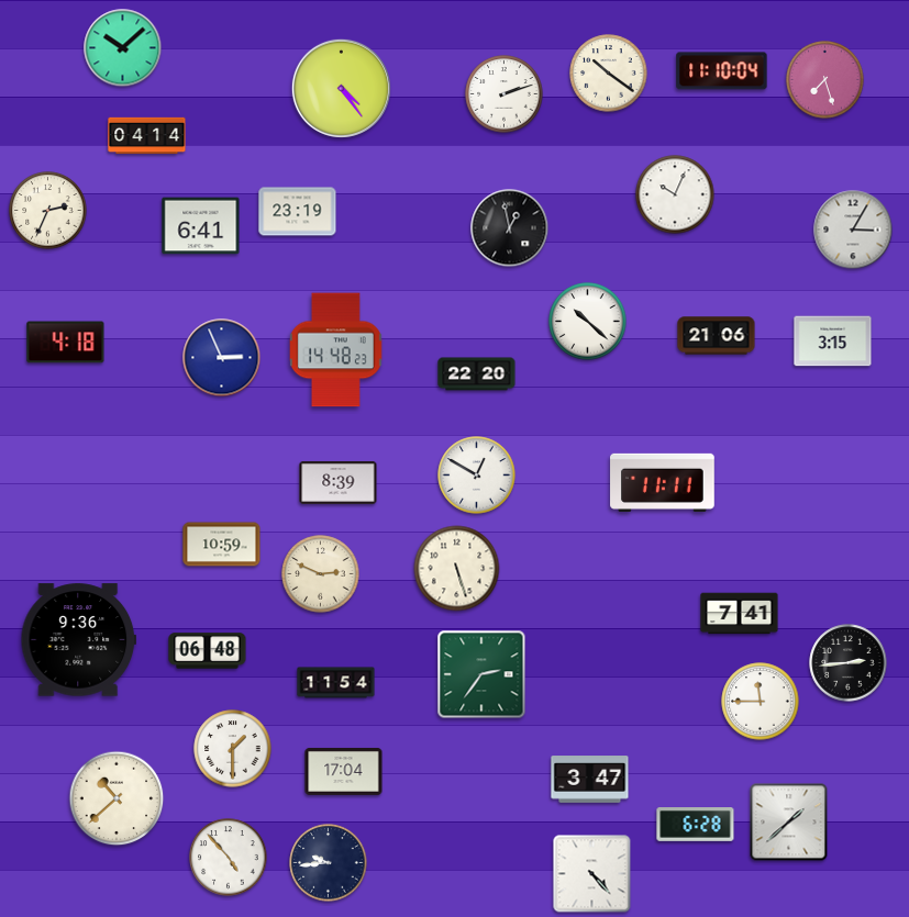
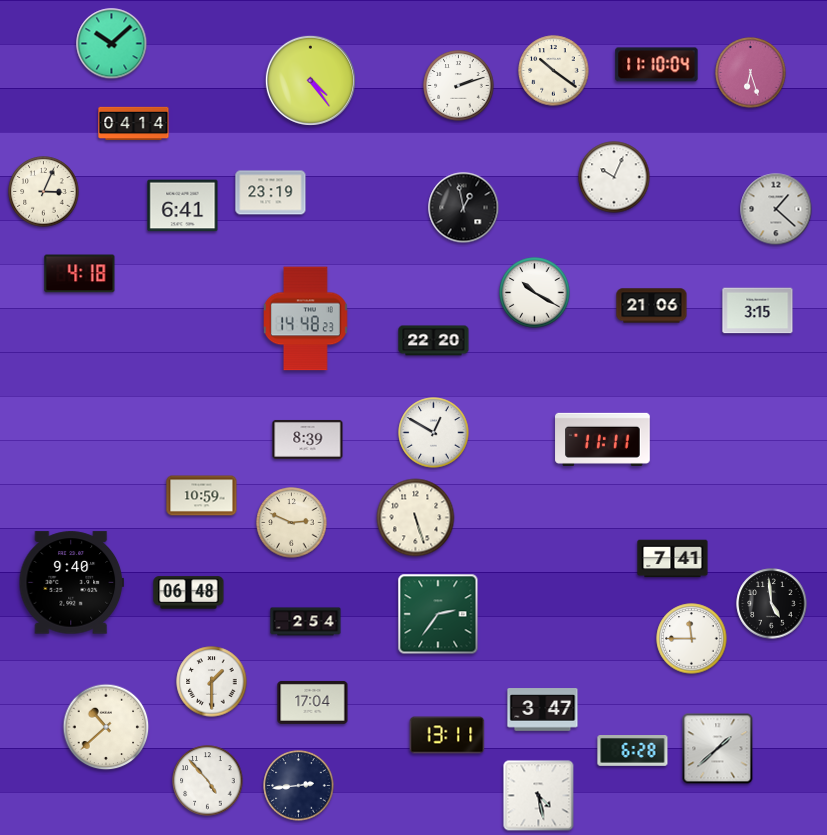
clock at (609, 74) position: (609, 74) -> (554, 71)
clock at (825, 80): 7:27 -> 6:27
clock at (48, 211): 2:34 -> 3:04
clock at (853, 230): 3:05 -> 1:22
clock at (588, 322): 10:22 -> 10:20
clock at (66, 343) position: (66, 343) -> (80, 274)
clock at (222, 358): 2:56 -> none
clock at (78, 640): 9:36 -> 9:40
clock at (849, 663): 2:44 -> 4:59
clock at (336, 683): 11:54 -> 2:54
clock at (590, 780) position: (590, 780) -> (543, 710)
clock at (447, 735): none -> 13:11
clock at (329, 863): 9:44 -> 2:44
clock at (592, 874): 4:23 -> 4:28
